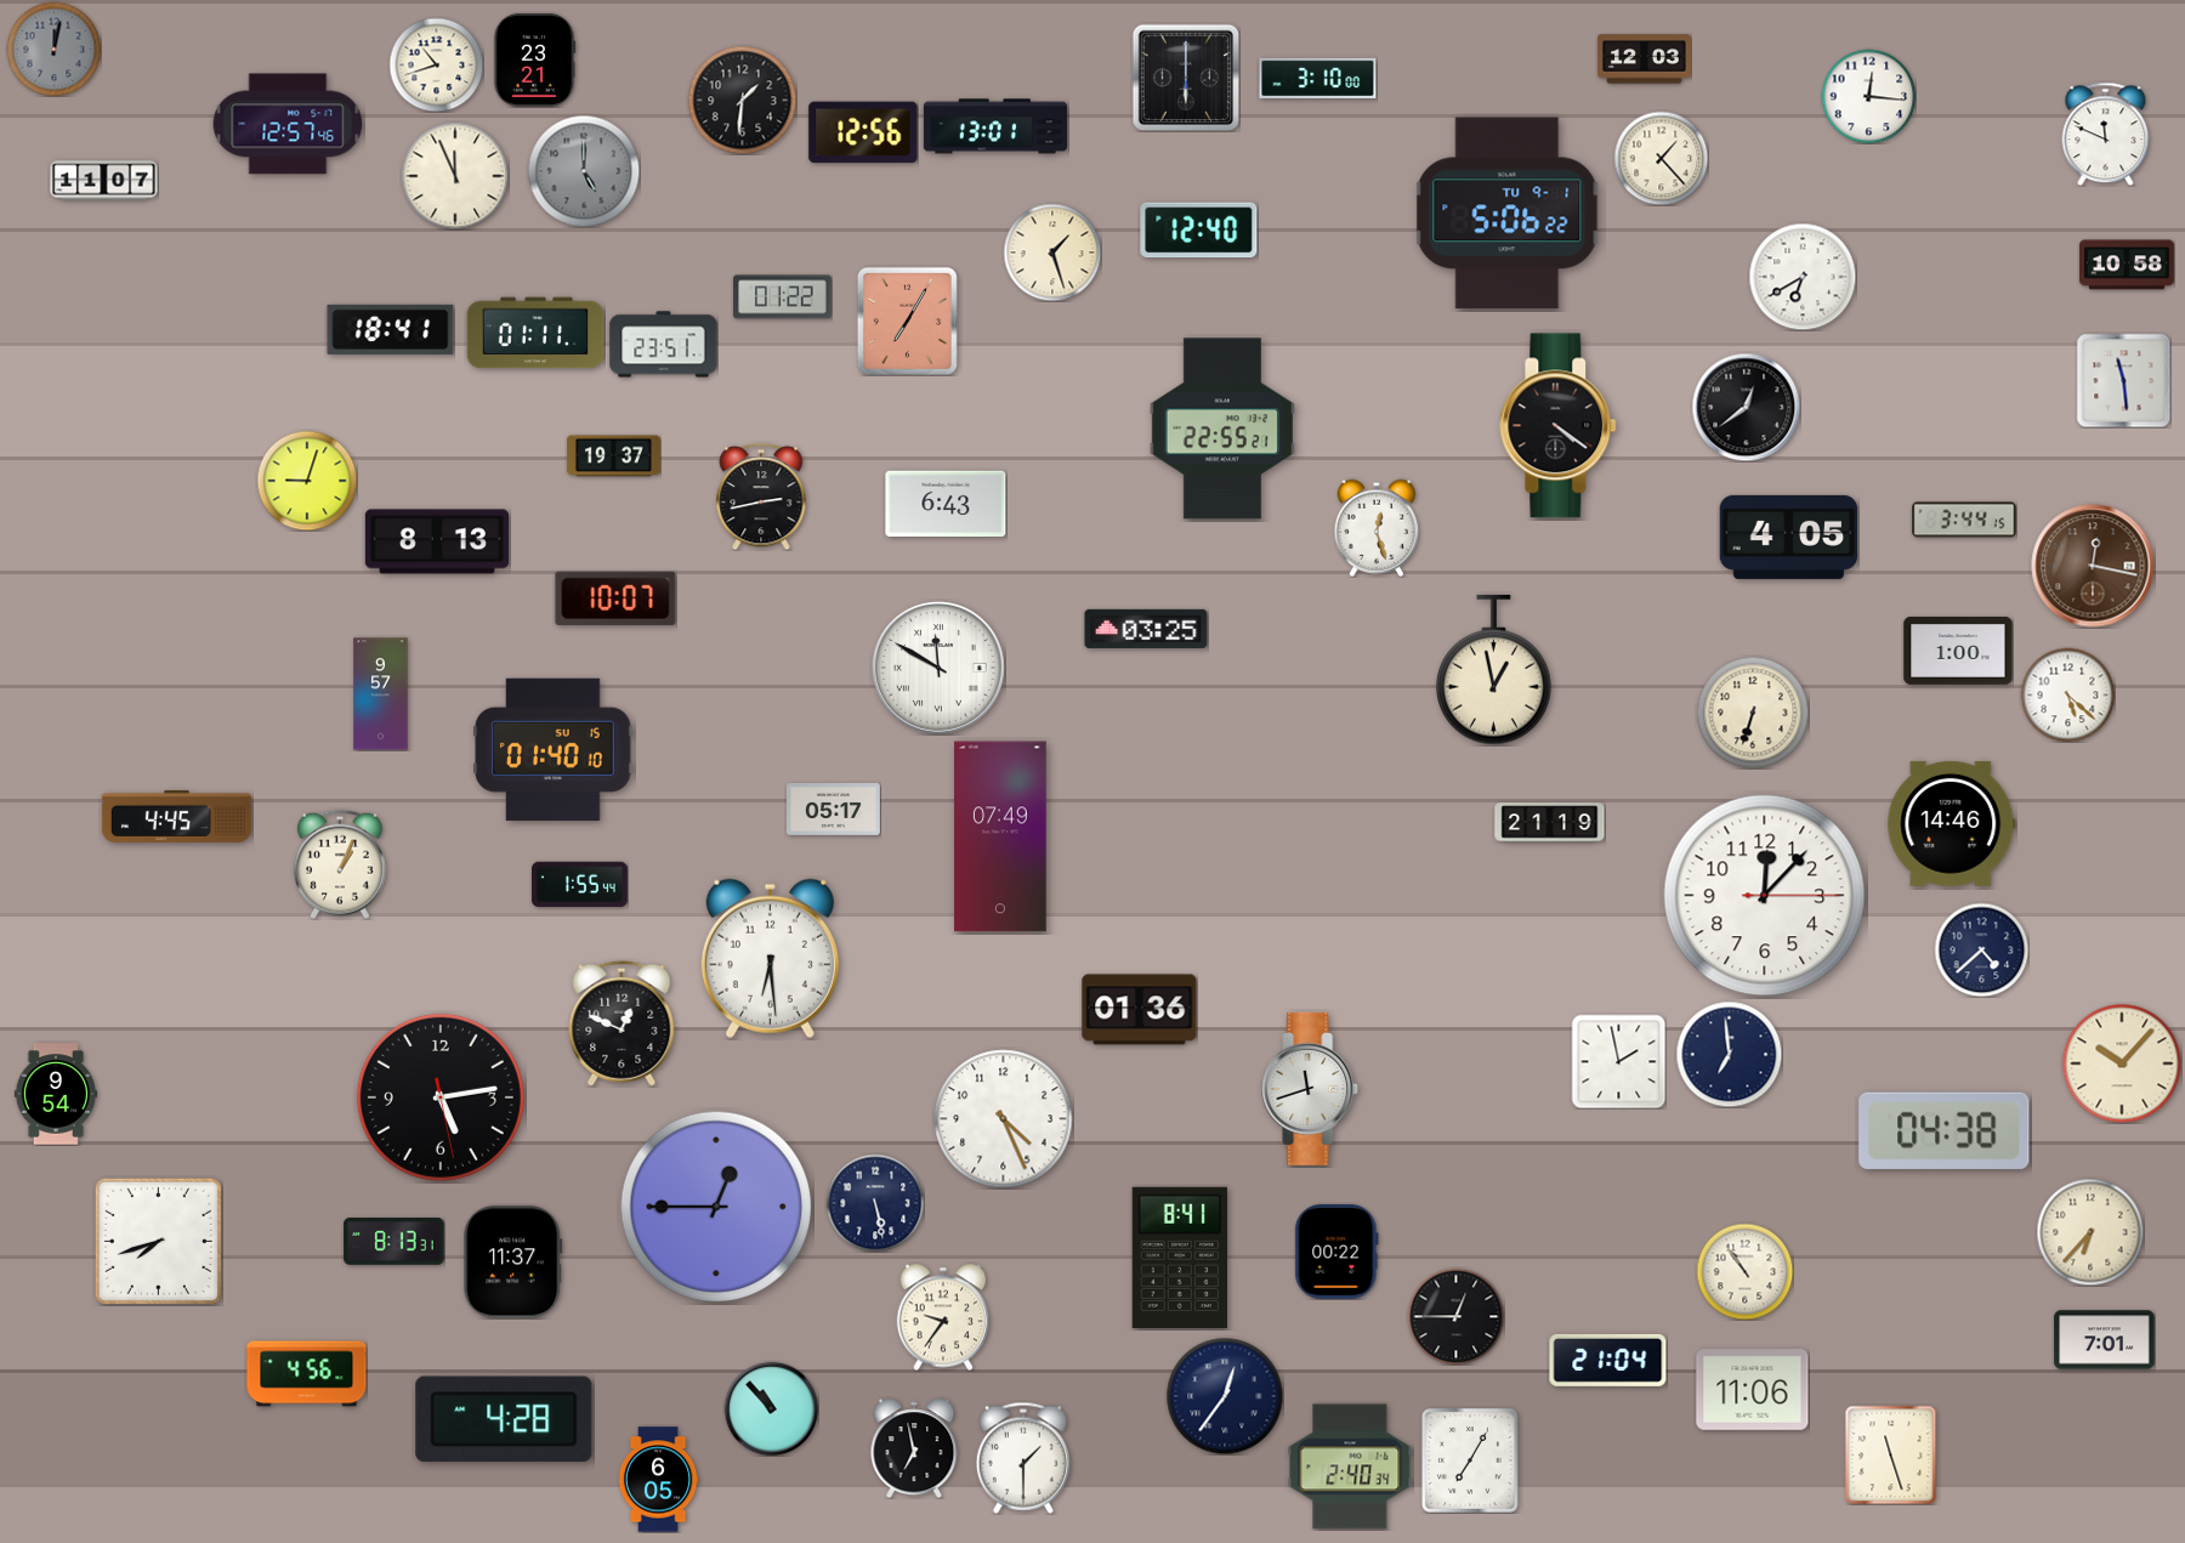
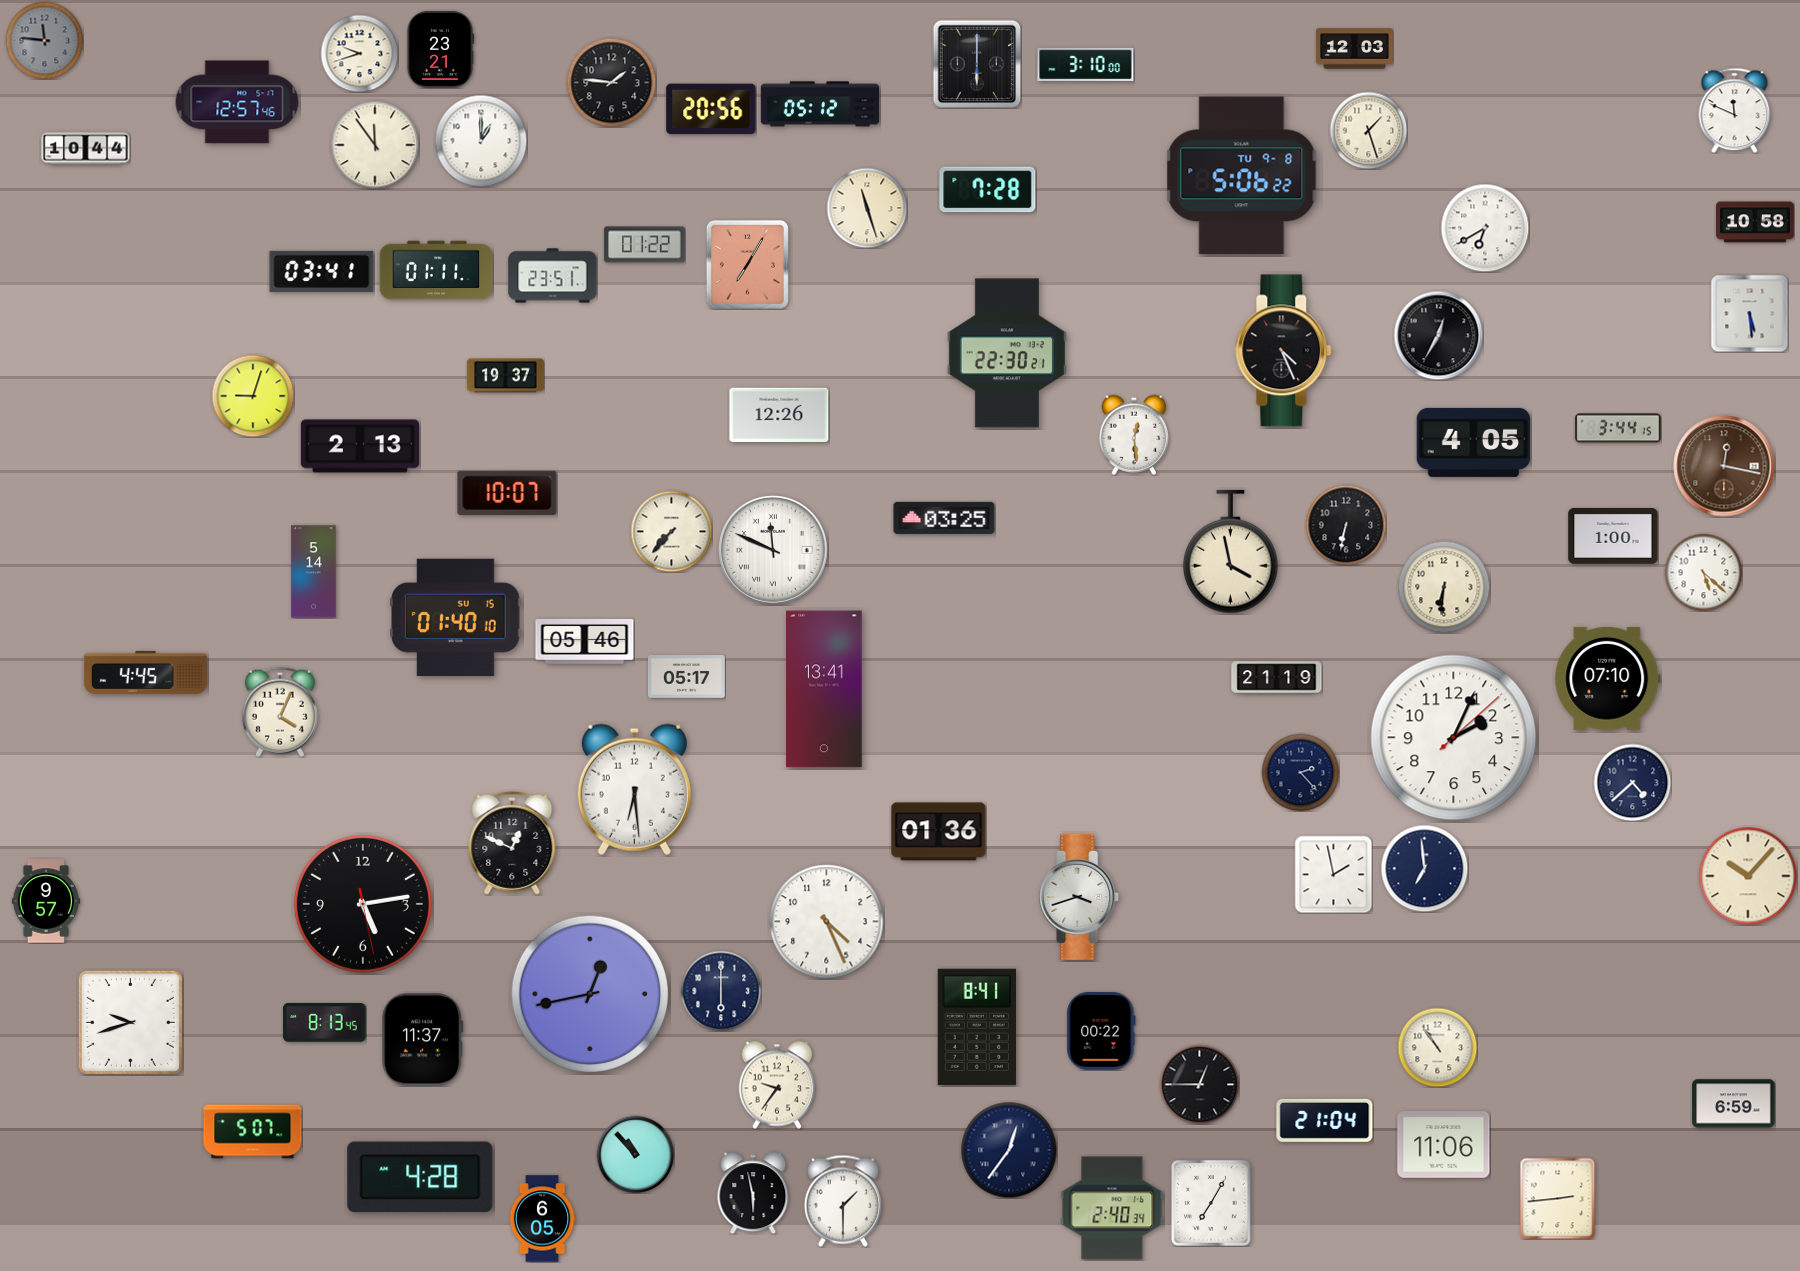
clock at (53, 49): 12:02 -> 11:46
clock at (436, 64): 10:42 -> 9:42
clock at (1868, 96): 12:16 -> none
clock at (742, 100): 1:31 -> 1:46
clock at (994, 126): 13:01 -> 05:12
clock at (863, 132): 12:56 -> 20:56
clock at (1661, 158): 1:23 -> 1:27
clock at (584, 171): 5:00 -> 1:00
clock at (584, 171) dial: grey -> white
clock at (455, 176): 11:56 -> 11:54
clock at (104, 181): 11:07 -> 10:44
clock at (1508, 214) date: TU 9-1 -> TU 9-8
clock at (1199, 231): 12:40 -> 7:28
clock at (1052, 253): 1:27 -> 11:27
clock at (2128, 265) position: (2128, 265) -> (1756, 222)
clock at (391, 329): 18:41 -> 03:41
clock at (535, 333) position: (535, 333) -> (436, 270)
clock at (664, 345) position: (664, 345) -> (553, 276)
clock at (2123, 380): 11:29 -> 5:29
clock at (1746, 407): 12:39 -> 12:35
clock at (1559, 426): 4:21 -> 4:26
clock at (1222, 429): 22:55 -> 22:30
clock at (761, 497): 2:43 -> none
clock at (946, 504): 6:43 -> 12:26
clock at (1377, 528): 12:27 -> 12:29
clock at (436, 541): 8:13 -> 2:13
clock at (1346, 525): none -> 6:32
clock at (671, 531): none -> 7:37
clock at (940, 669): 11:50 -> 11:49
clock at (1494, 670): 12:58 -> 3:58
clock at (381, 694): 9:57 -> 5:14
clock at (1753, 713): 6:33 -> 6:31
clock at (585, 641): none -> 05:46
clock at (833, 810) position: (833, 810) -> (686, 677)
clock at (1952, 823): 14:46 -> 07:10
clock at (1000, 836): 07:49 -> 13:41
clock at (340, 864): 1:04 -> 4:04
clock at (580, 885): 1:55 -> none
clock at (1765, 896): 12:07 -> 2:04
clock at (1300, 772): none -> 2:23
clock at (1311, 1089): 11:42 -> 3:42
clock at (56, 1094): 9:54 -> 9:57
clock at (1945, 1130): 04:38 -> none
clock at (875, 1203): 5:28 -> 6:00
clock at (715, 1207): 12:45 -> 12:43
clock at (2090, 1232): 6:37 -> none
clock at (158, 1241): 7:42 -> 9:42
clock at (395, 1241): 8:13:31 -> 8:13:45
clock at (1180, 1258) position: (1180, 1258) -> (977, 1027)
clock at (2105, 1340): 7:01 -> 6:59
clock at (307, 1374): 4:56 -> 5:07
clock at (771, 1408) position: (771, 1408) -> (635, 1154)
clock at (504, 1419) position: (504, 1419) -> (420, 1177)
clock at (914, 1448): 6:58 -> 5:58
clock at (1891, 1454): 11:27 -> 2:44
